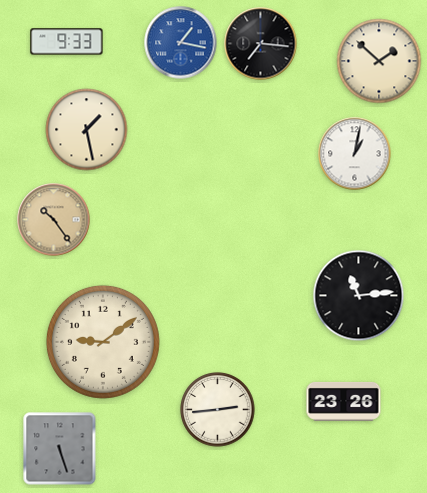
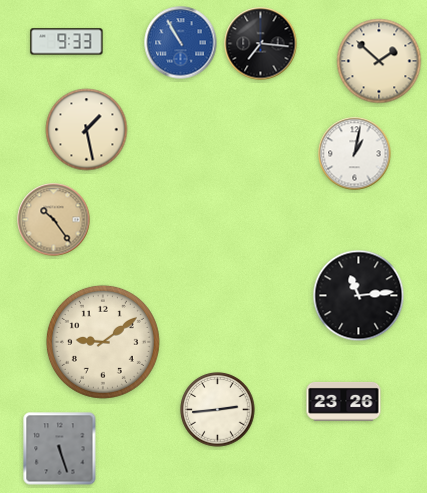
clock at (181, 43): 1:17 -> 10:55
